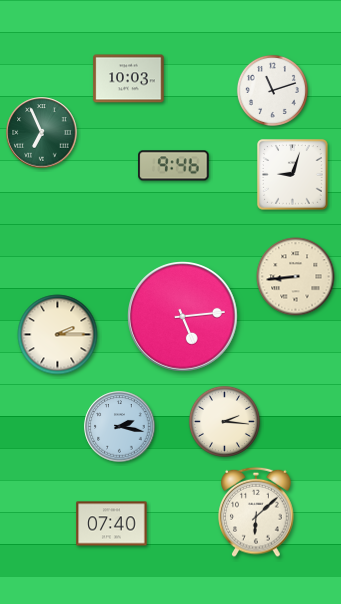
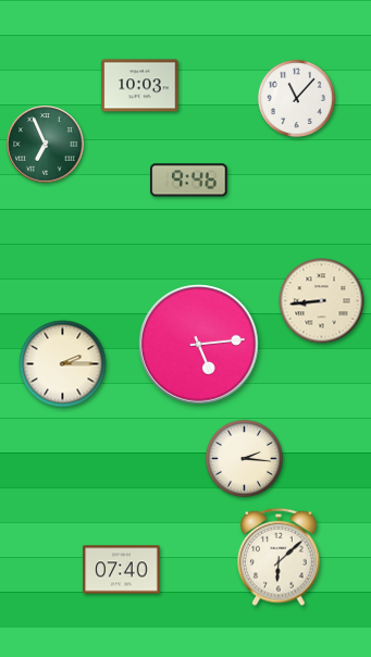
clock at (272, 90): 11:12 -> 11:07
clock at (293, 175): 9:03 -> none
clock at (120, 427): 2:17 -> none
